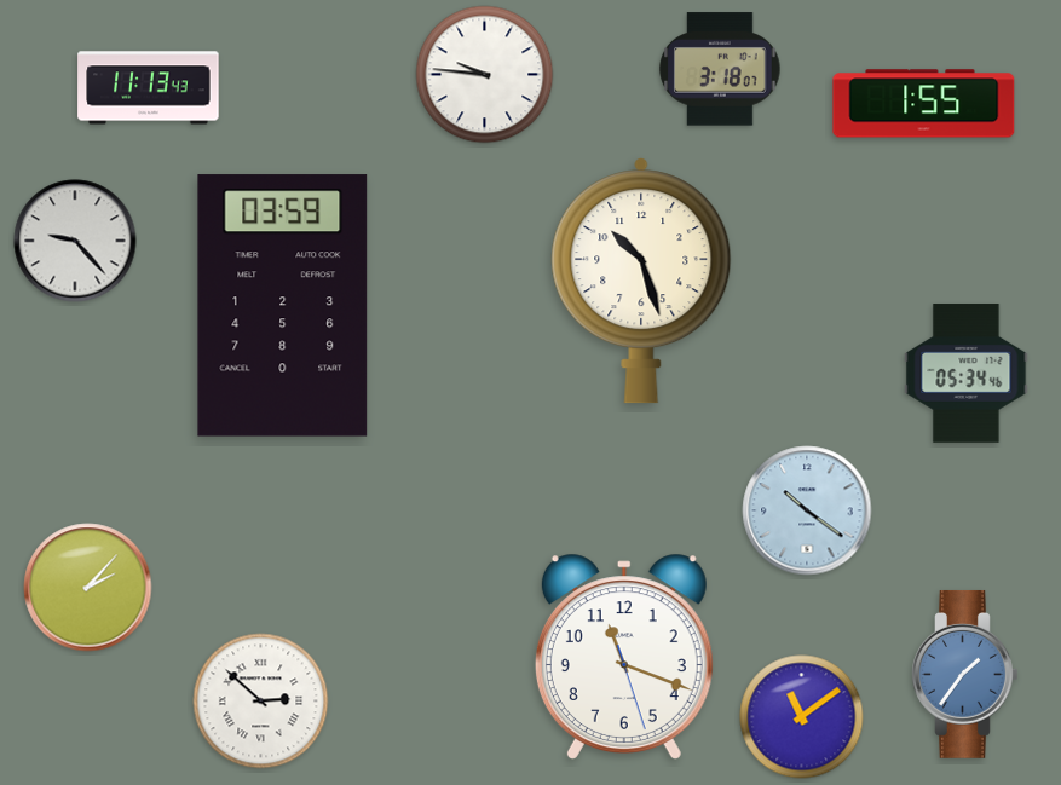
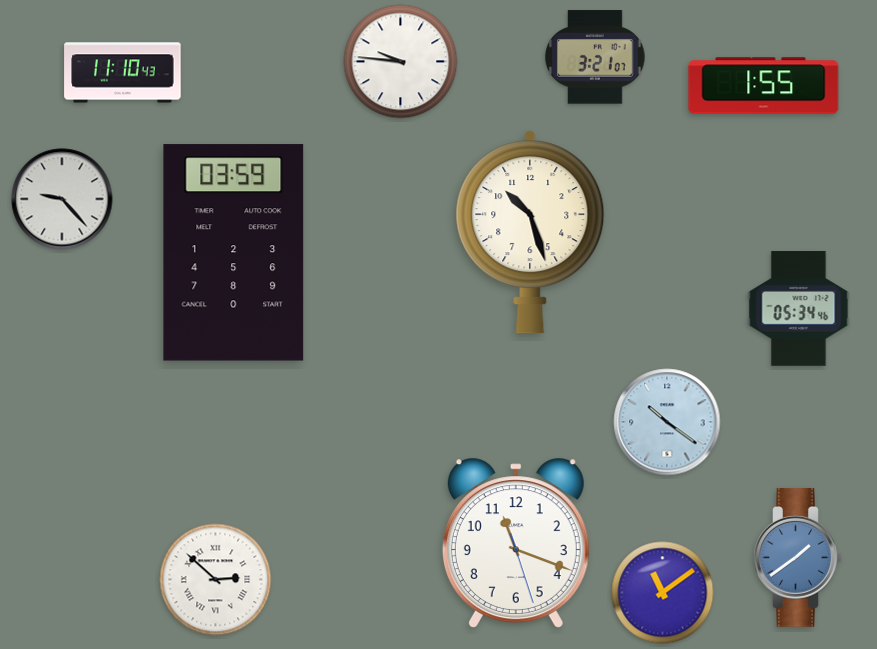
clock at (720, 69): 3:18 -> 3:21
clock at (149, 88): 11:13 -> 11:10
clock at (88, 588): 2:07 -> none
clock at (965, 674): 1:36 -> 1:39
